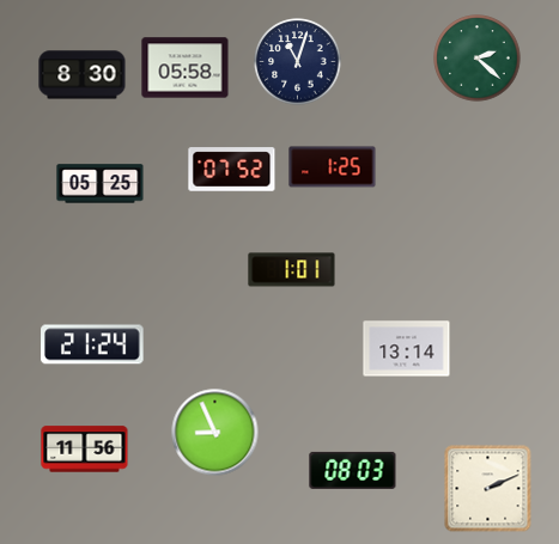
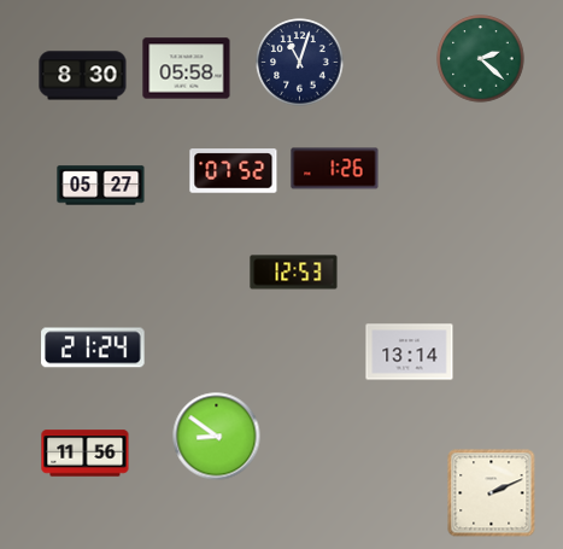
clock at (333, 167): 1:25 -> 1:26
clock at (101, 184): 05:25 -> 05:27
clock at (292, 270): 1:01 -> 12:53
clock at (215, 433): 8:56 -> 8:51
clock at (353, 470): 08:03 -> none
